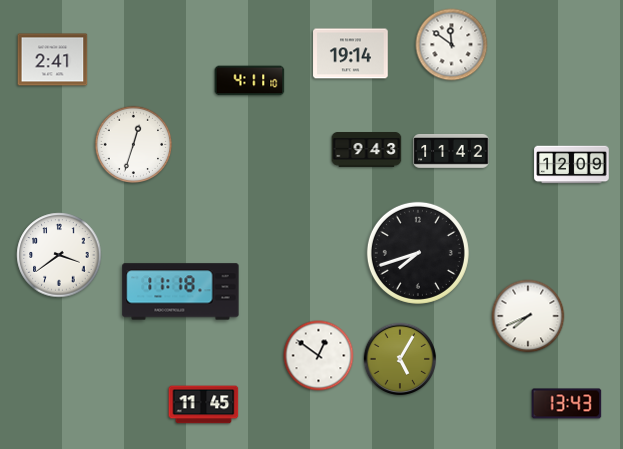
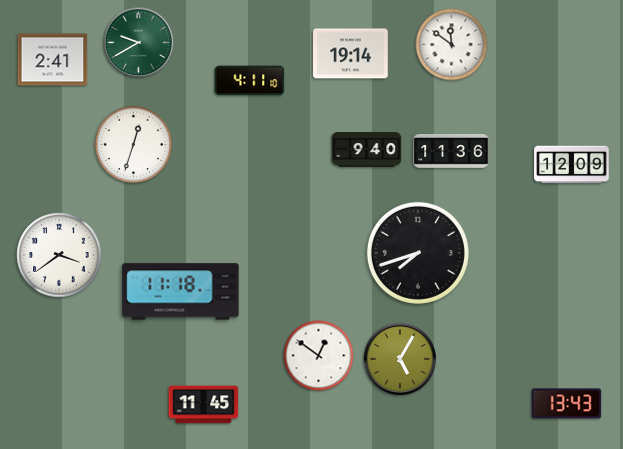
clock at (139, 43): none -> 9:40
clock at (367, 150): 9:43 -> 9:40
clock at (451, 152): 11:42 -> 11:36
clock at (528, 316): 7:41 -> none
